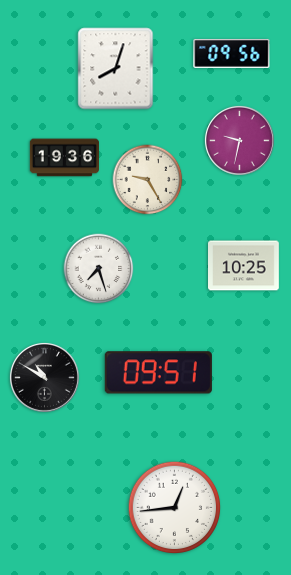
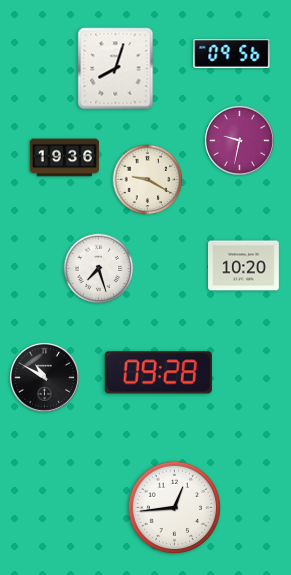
clock at (148, 180): 9:25 -> 9:20
clock at (244, 266): 10:25 -> 10:20
clock at (158, 373): 09:51 -> 09:28
